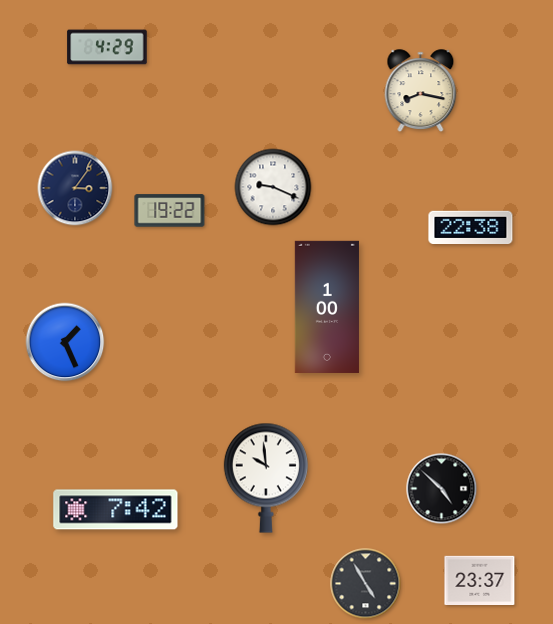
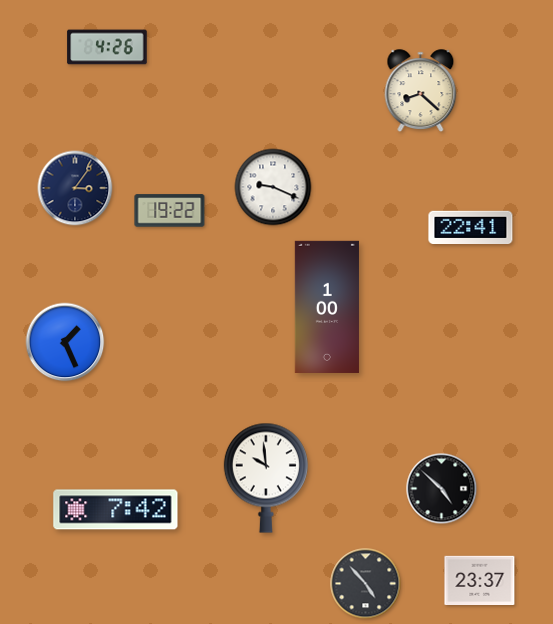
clock at (107, 47): 4:29 -> 4:26
clock at (421, 90): 8:17 -> 8:22
clock at (471, 228): 22:38 -> 22:41
clock at (366, 584): 4:55 -> 4:53
